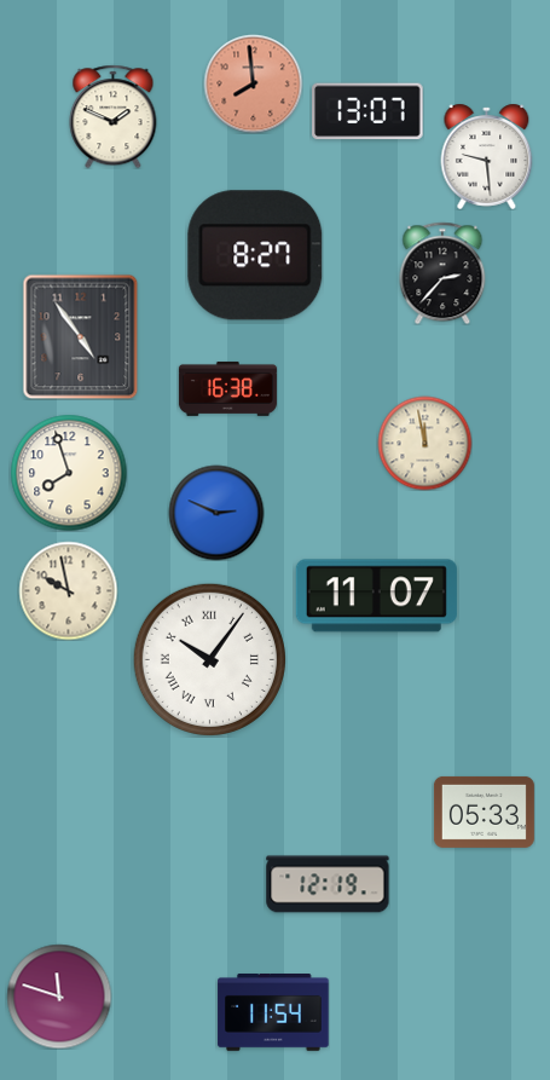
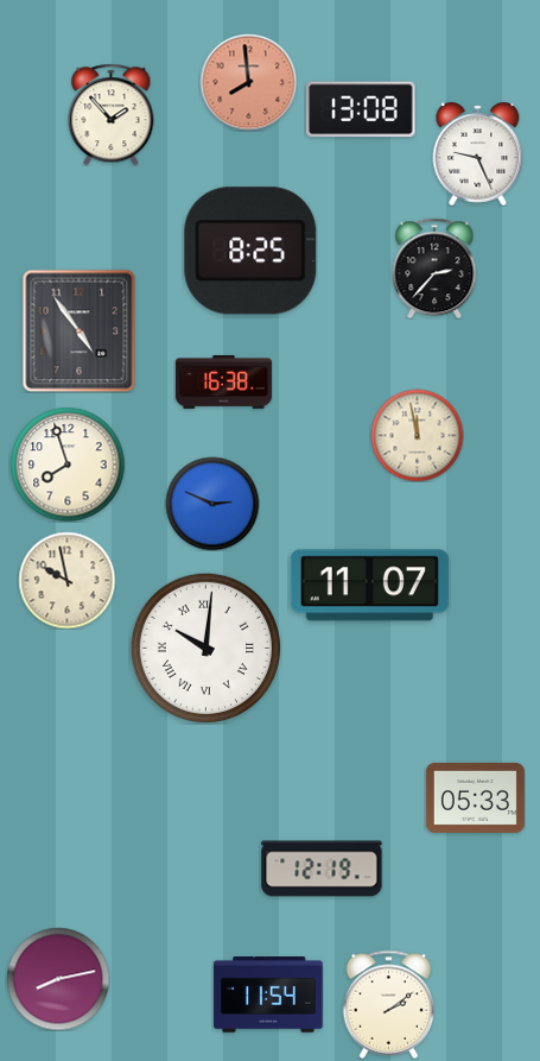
clock at (367, 111): 13:07 -> 13:08
clock at (114, 116): 1:49 -> 1:53
clock at (487, 156): 9:29 -> 9:26
clock at (255, 255): 8:27 -> 8:25
clock at (209, 659): 10:06 -> 10:01
clock at (59, 997): 11:48 -> 8:13
clock at (389, 1004): none -> 2:09
